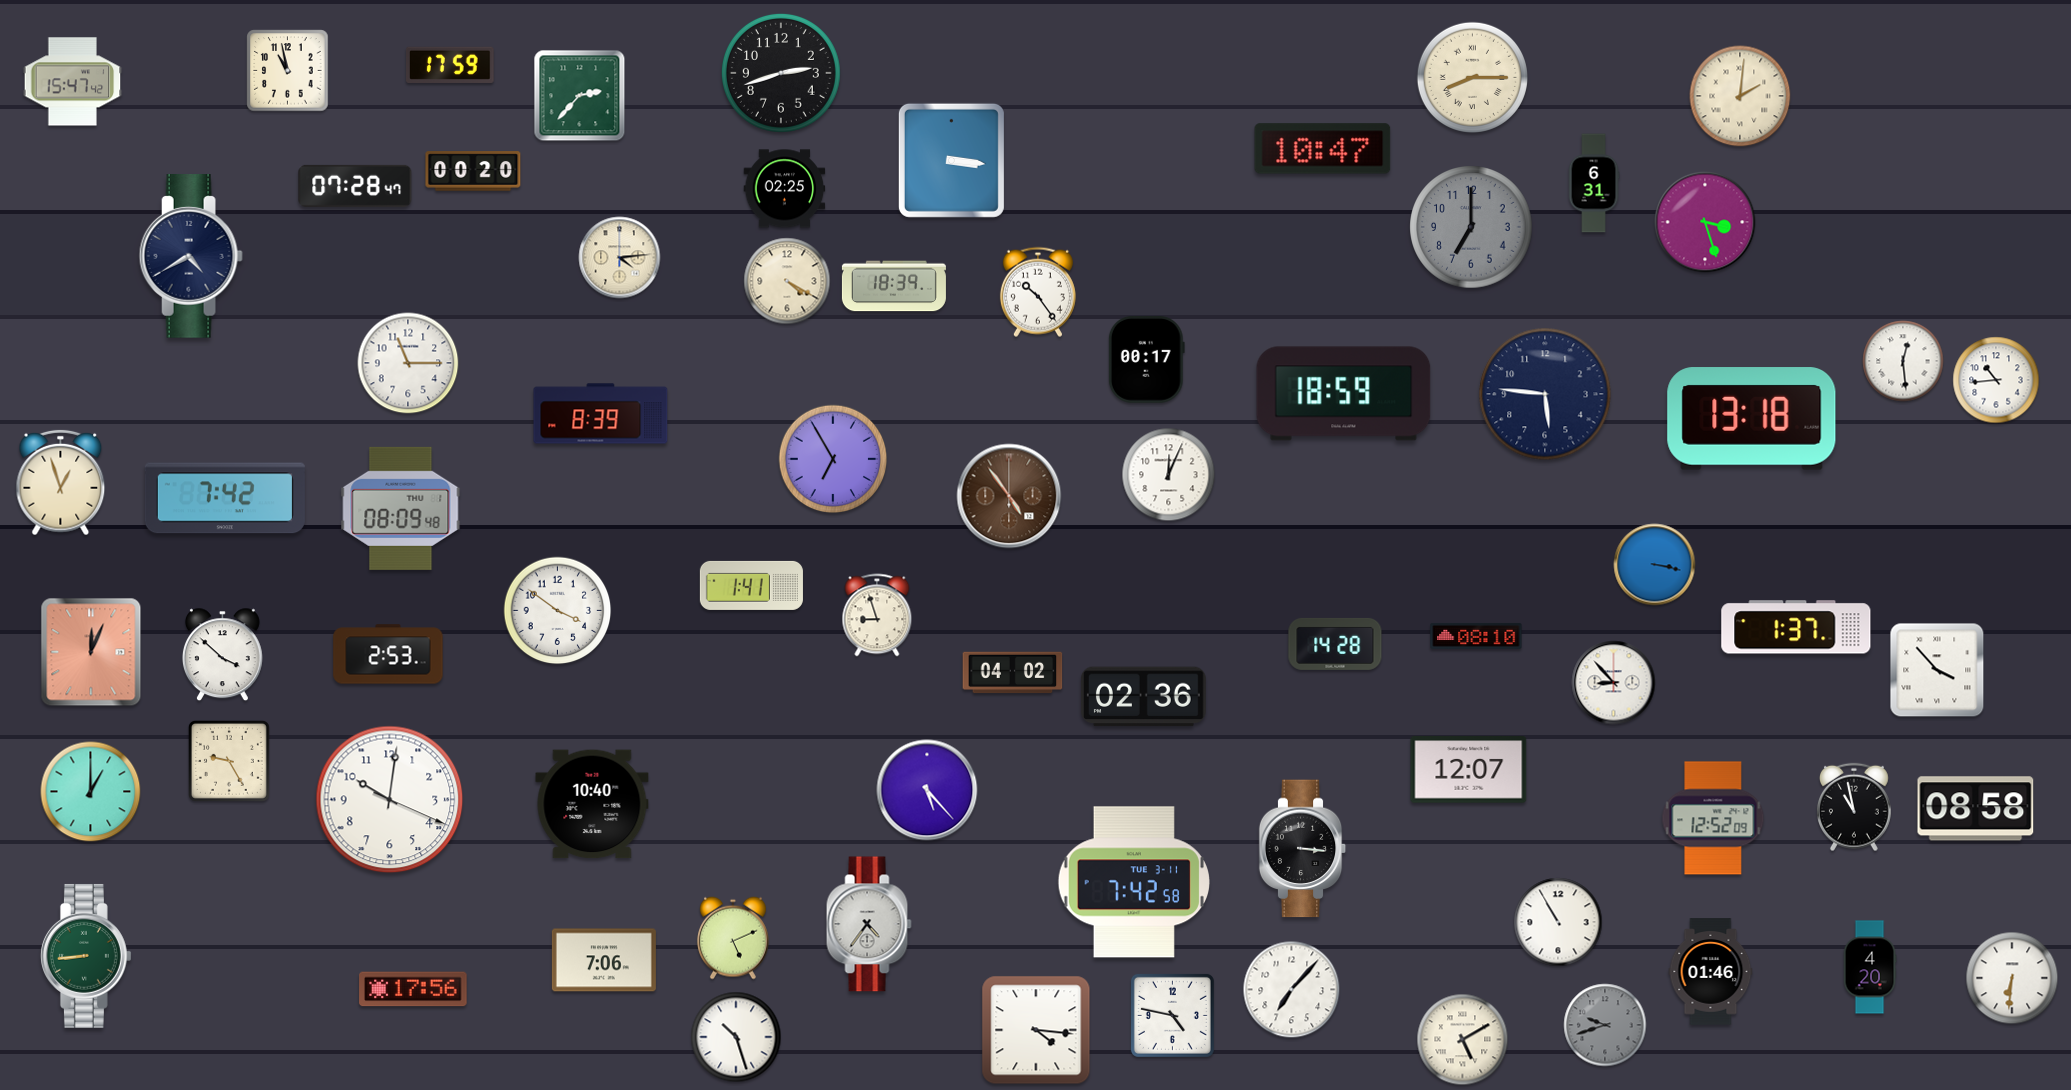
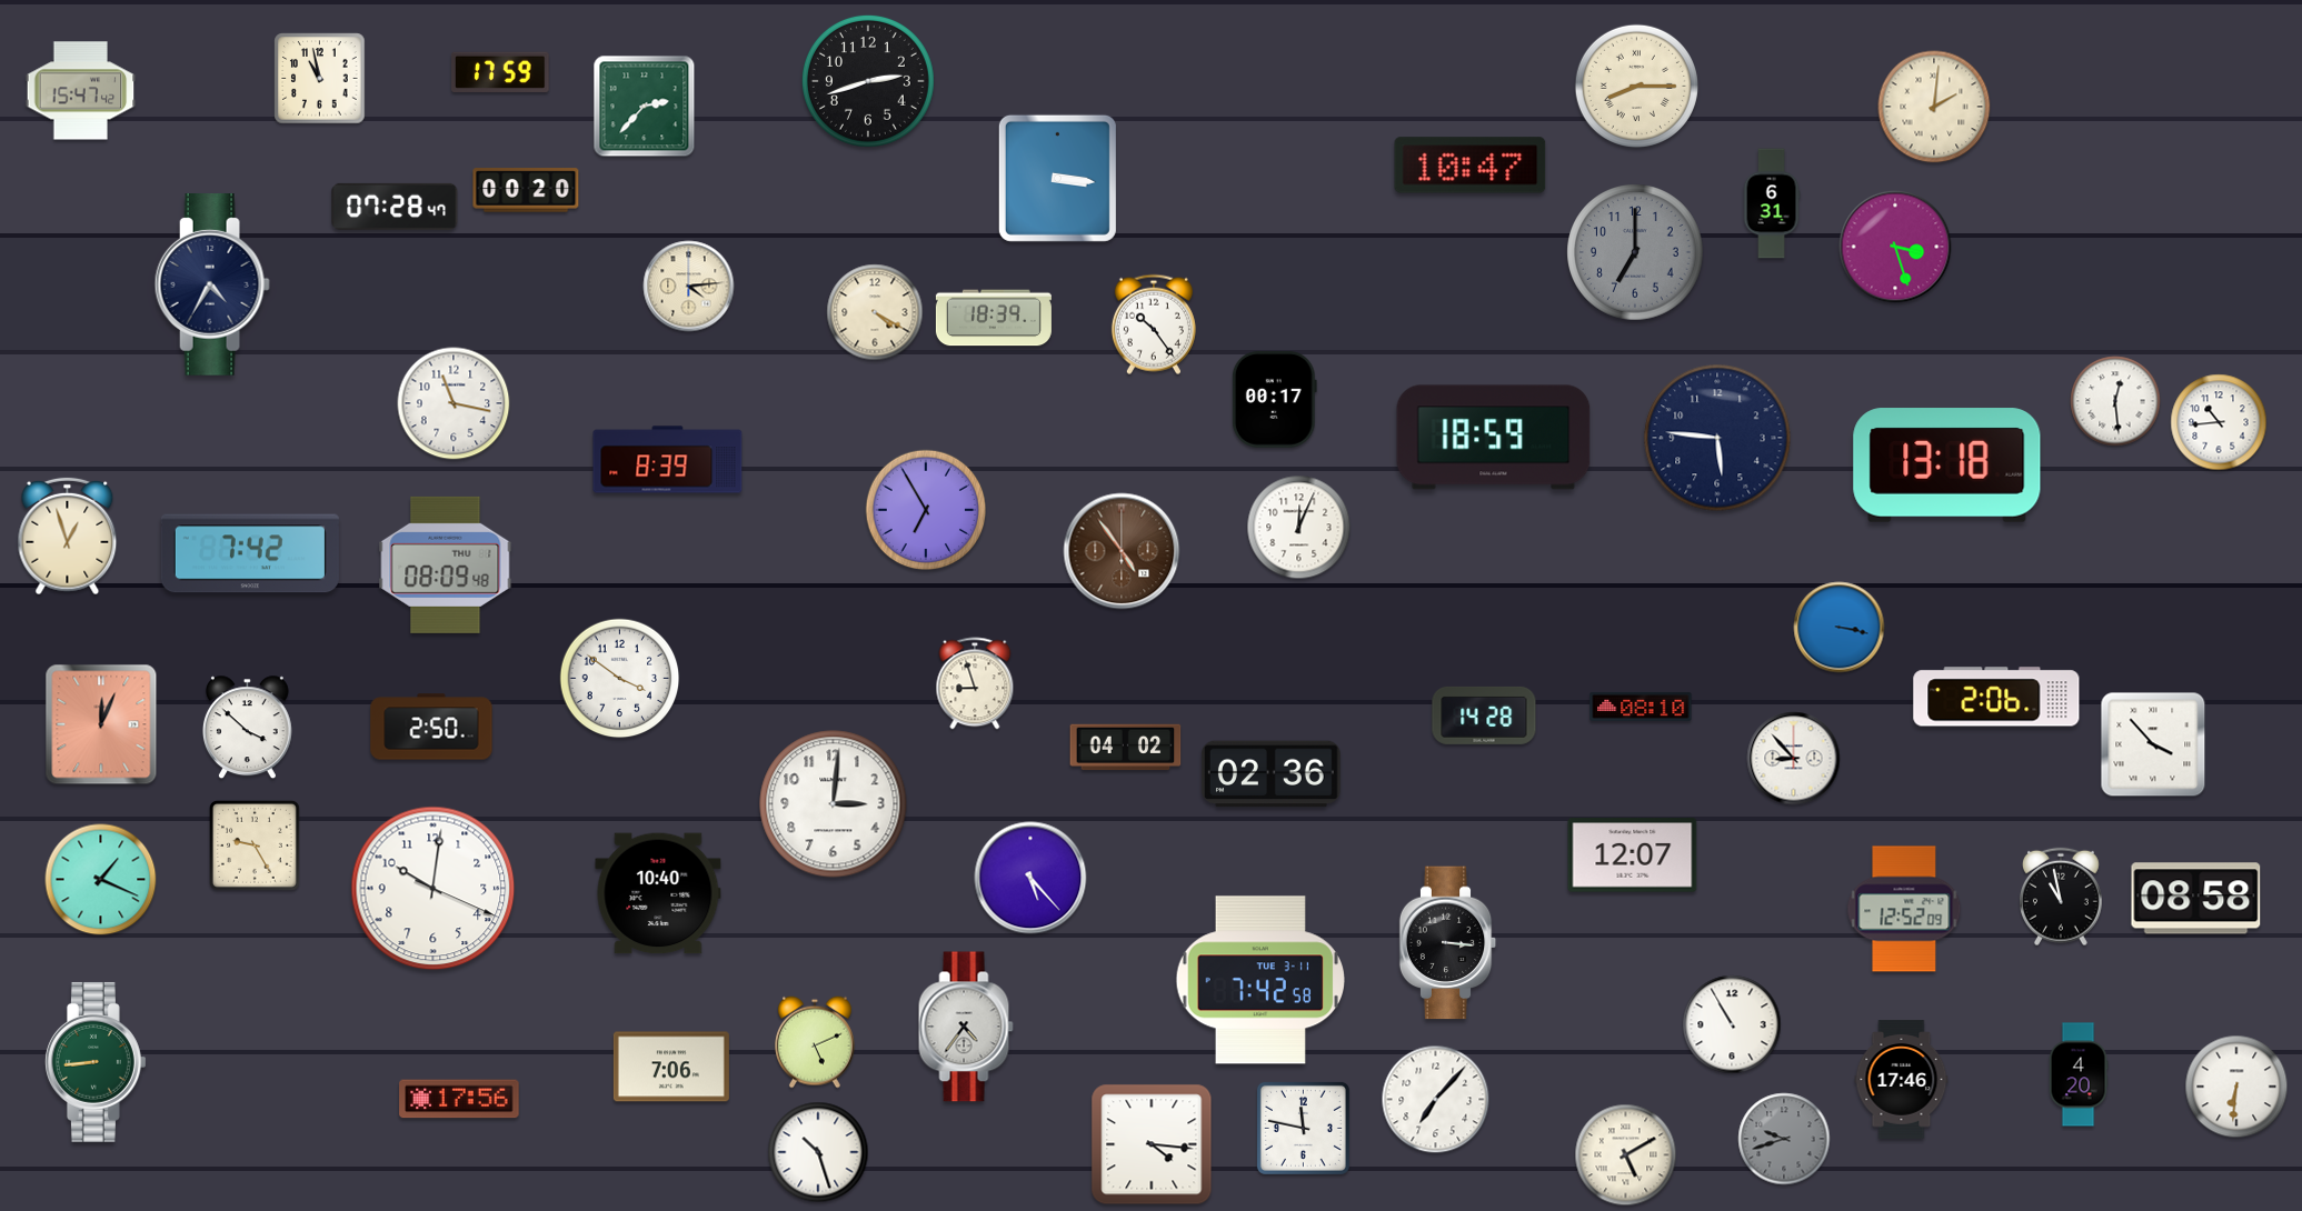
clock at (785, 189): 02:25 -> none
clock at (191, 257): 4:40 -> 4:35
clock at (408, 363): 11:15 -> 11:17
clock at (751, 585): 1:41 -> none
clock at (1796, 627): 1:37 -> 2:06
clock at (388, 654): 2:53 -> 2:50
clock at (834, 804): none -> 3:01
clock at (91, 792): 1:00 -> 1:19
clock at (1711, 972): 01:46 -> 17:46
clock at (1172, 1015): 4:47 -> 11:47
